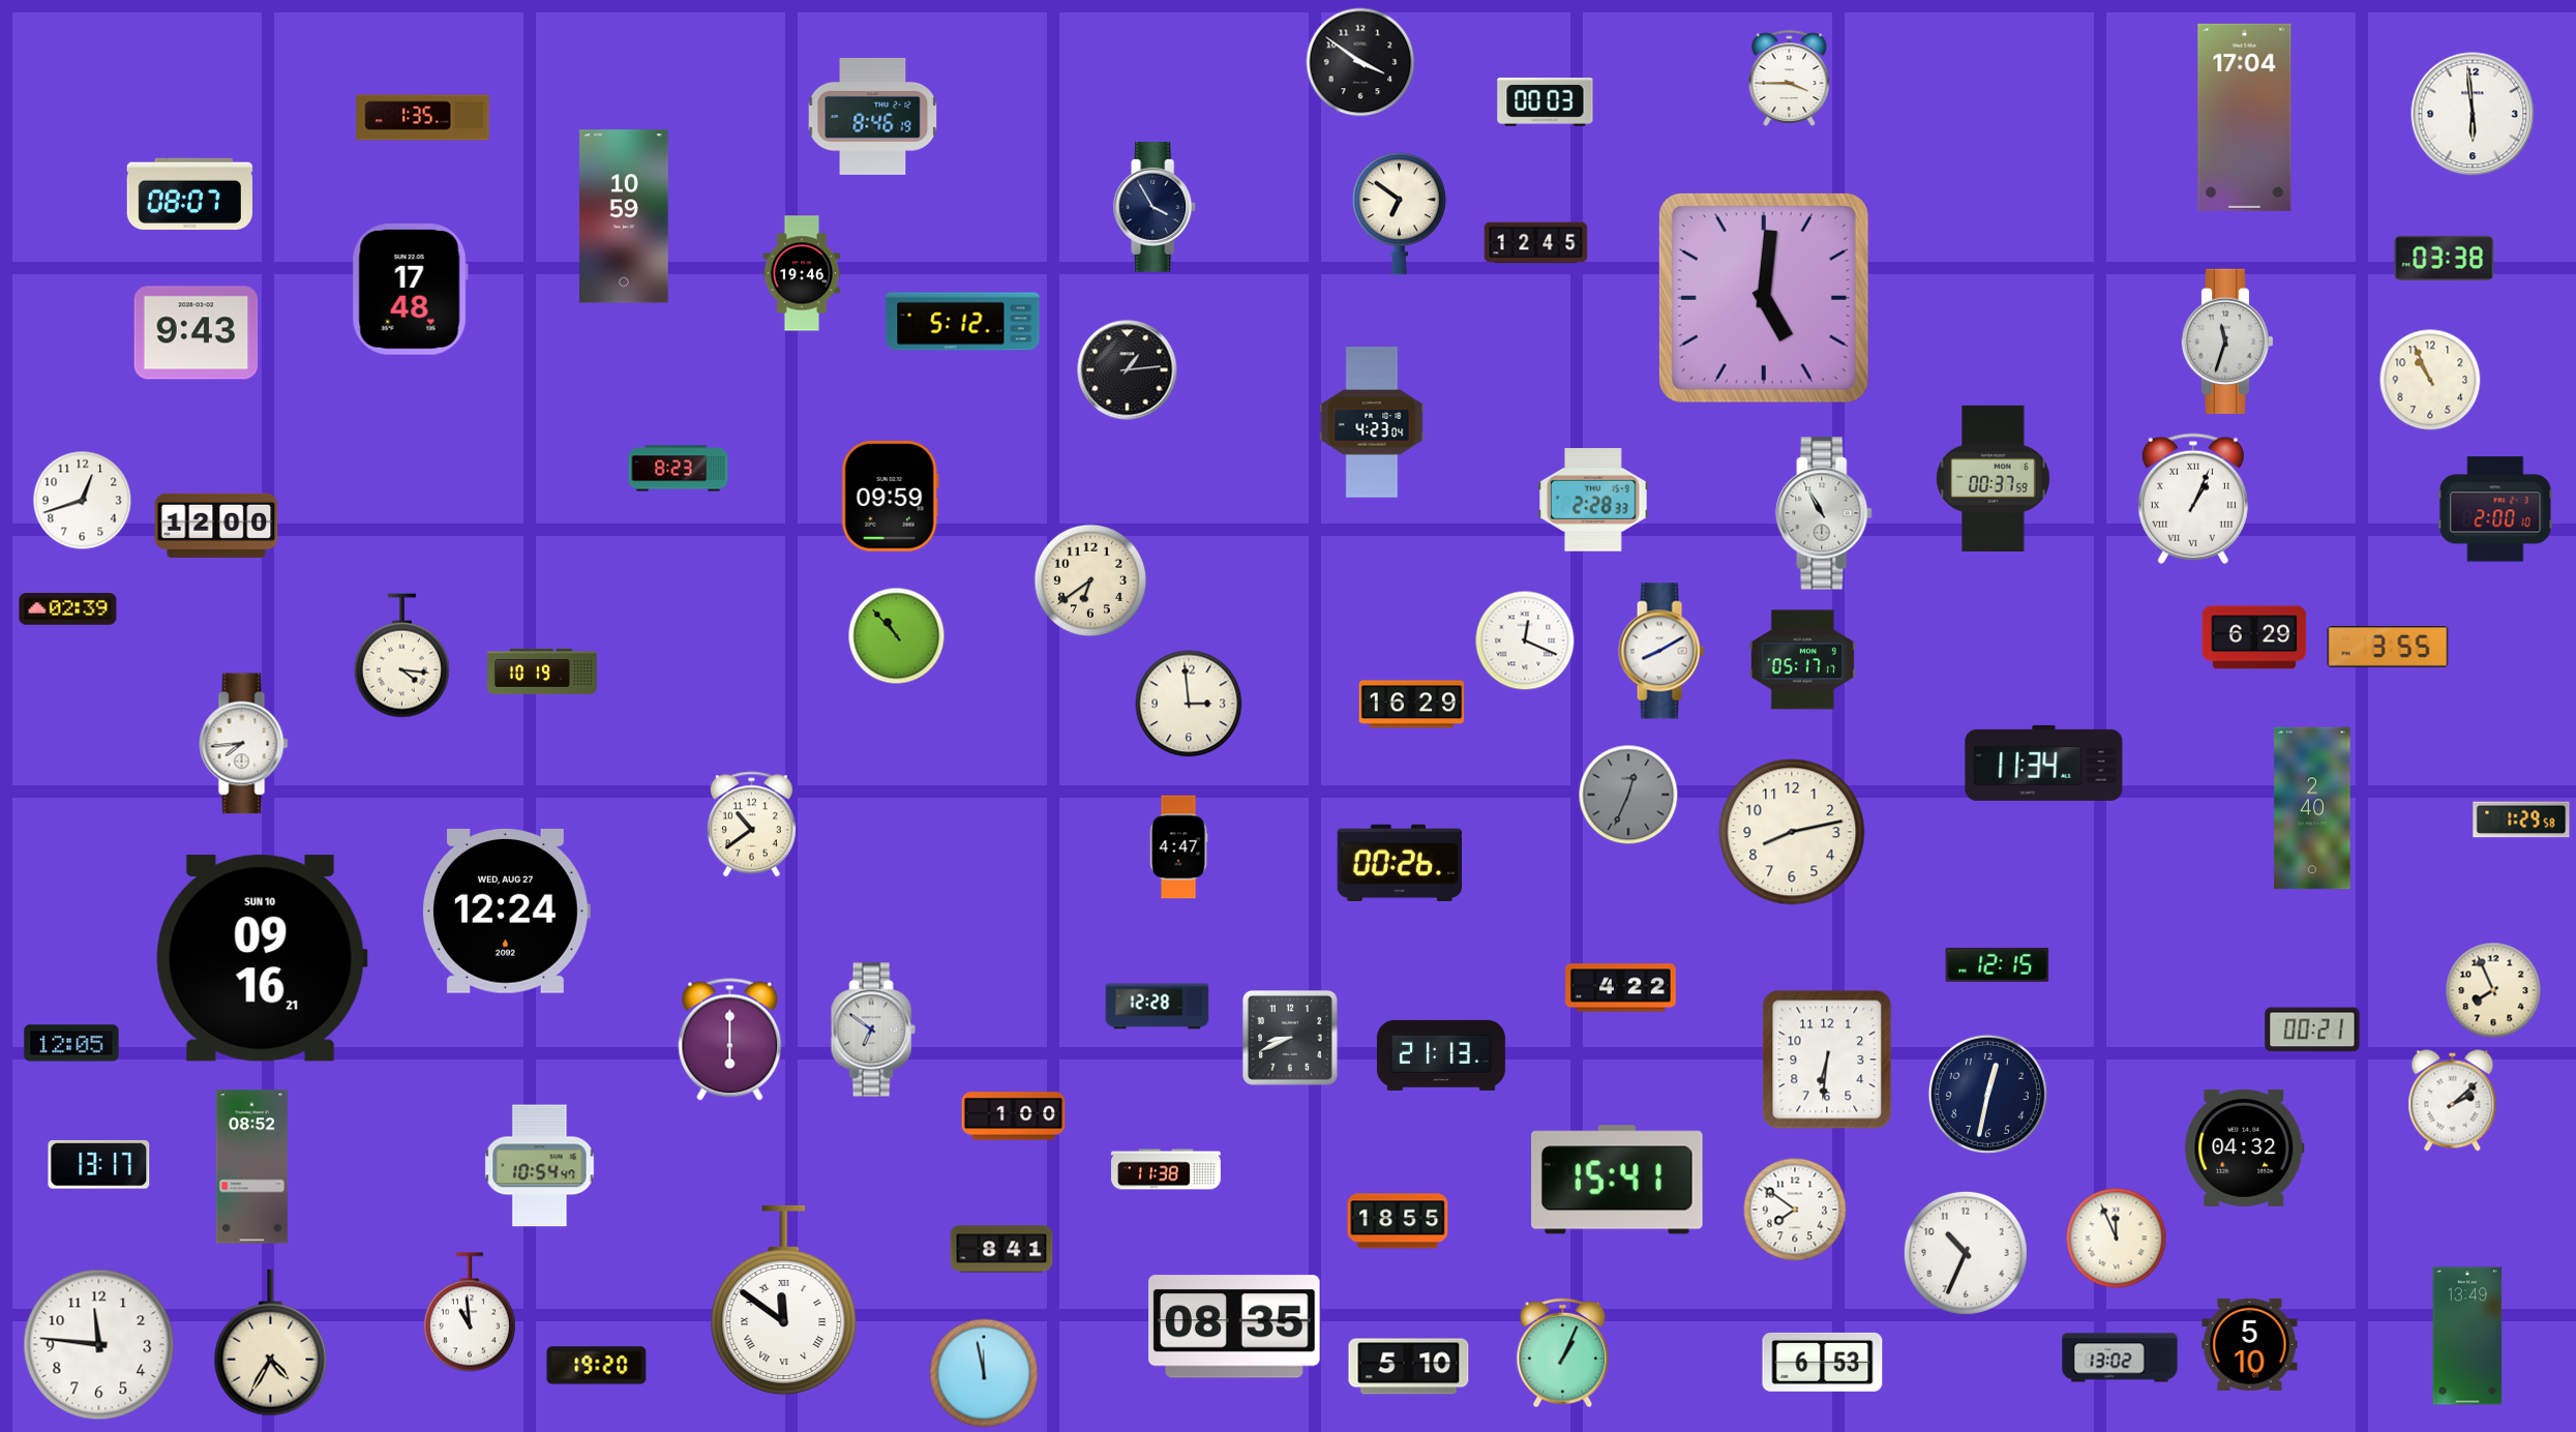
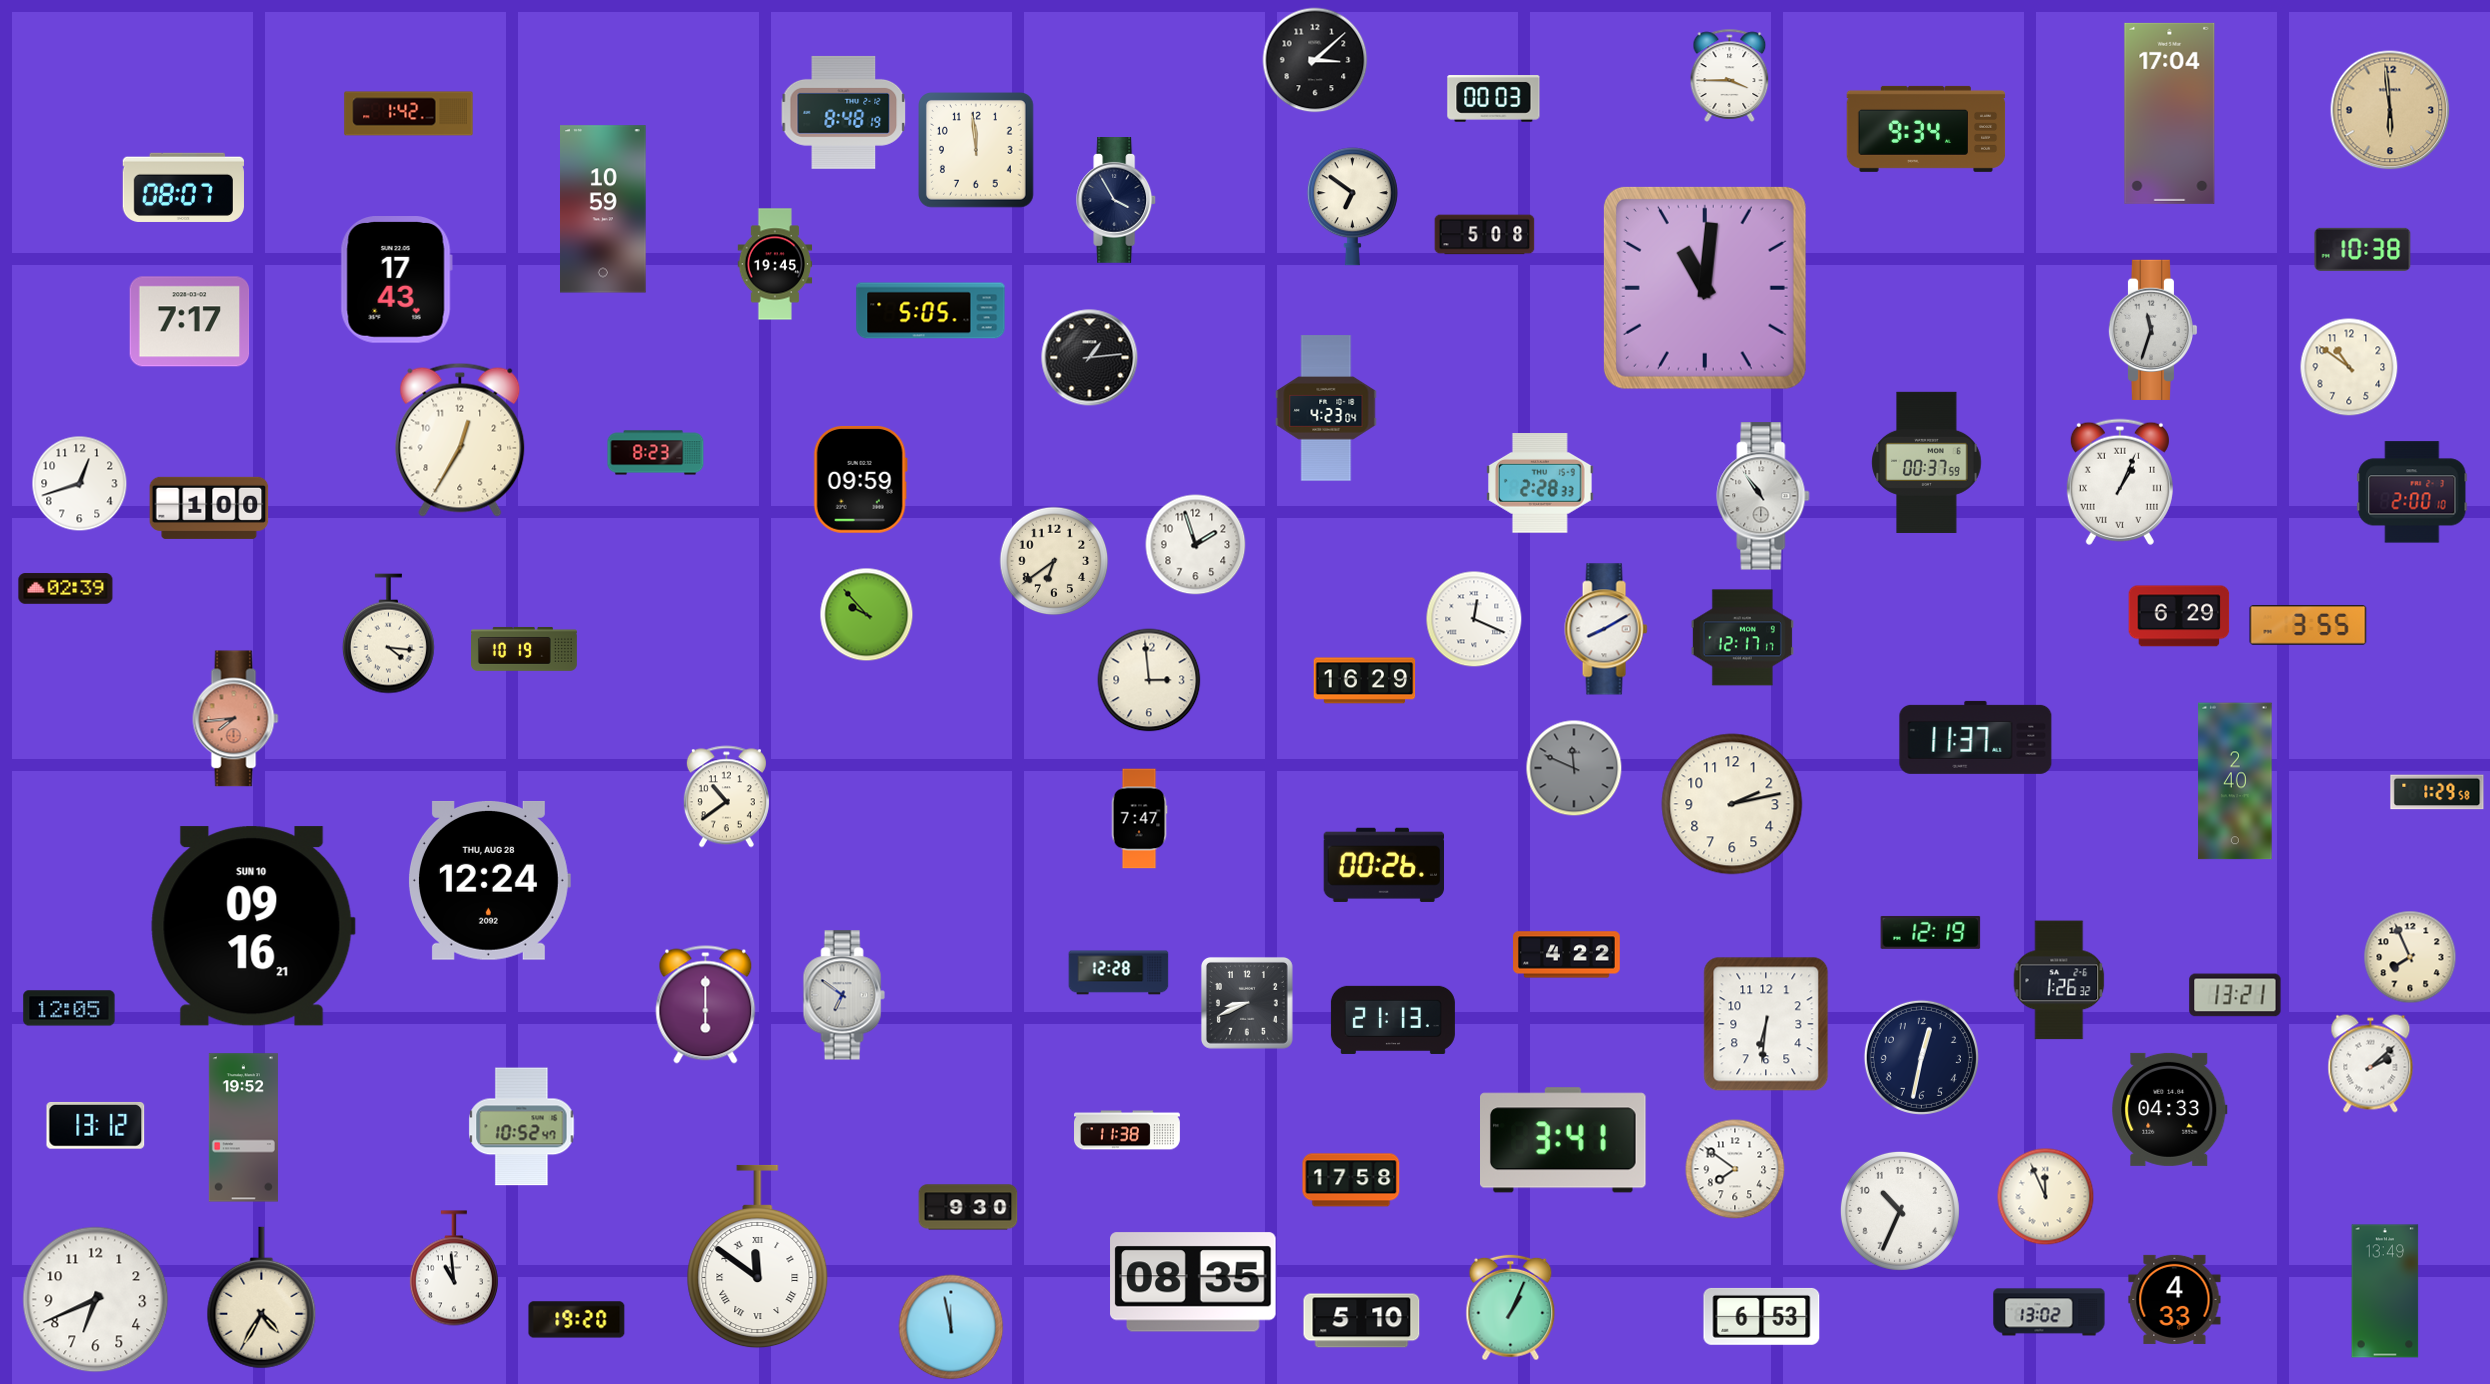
clock at (1360, 62): 3:51 -> 3:08
clock at (2473, 114) dial: white -> champagne
clock at (873, 116): 8:46 -> 8:48
clock at (423, 118): 1:35 -> 1:42
clock at (1926, 129): none -> 9:34
clock at (977, 151): none -> 11:59
clock at (1536, 243): 12:45 -> 5:08
clock at (2445, 258): 03:38 -> 10:38
clock at (802, 273): 19:46 -> 19:45
clock at (410, 290): 17:48 -> 17:43
clock at (1764, 298): 5:01 -> 11:01
clock at (963, 322): 5:12 -> 5:05
clock at (197, 333): 9:43 -> 7:17
clock at (2430, 380): 10:56 -> 10:51
clock at (460, 440): none -> 12:35
clock at (1824, 513): 10:55 -> 10:54
clock at (216, 526): 12:00 -> 1:00
clock at (1196, 545): none -> 1:57
clock at (897, 636): 10:53 -> 9:53
clock at (1802, 660): 05:17 -> 12:17
clock at (244, 744) dial: white -> salmon
clock at (2044, 763): 11:34 -> 11:37
clock at (1628, 795): 12:34 -> 11:49
clock at (1792, 832): 8:13 -> 2:13
clock at (1178, 847): 4:47 -> 7:47
clock at (1399, 863) position: (1399, 863) -> (1383, 865)
clock at (506, 911) date: WED, AUG 27 -> THU, AUG 28
clock at (1998, 964): 12:15 -> 12:19
clock at (2059, 980): none -> 1:26
clock at (2312, 1030): 00:21 -> 13:21
clock at (1014, 1116): 1:00 -> none
clock at (2245, 1147): 04:32 -> 04:33
clock at (99, 1164): 13:17 -> 13:12
clock at (540, 1166): 10:54 -> 10:52
clock at (251, 1167): 08:52 -> 19:52
clock at (1618, 1180): 15:41 -> 3:41
clock at (1398, 1221): 18:55 -> 17:58
clock at (1001, 1249): 8:41 -> 9:30
clock at (2250, 1344): 5:10 -> 4:33
clock at (99, 1345): 11:46 -> 6:41
